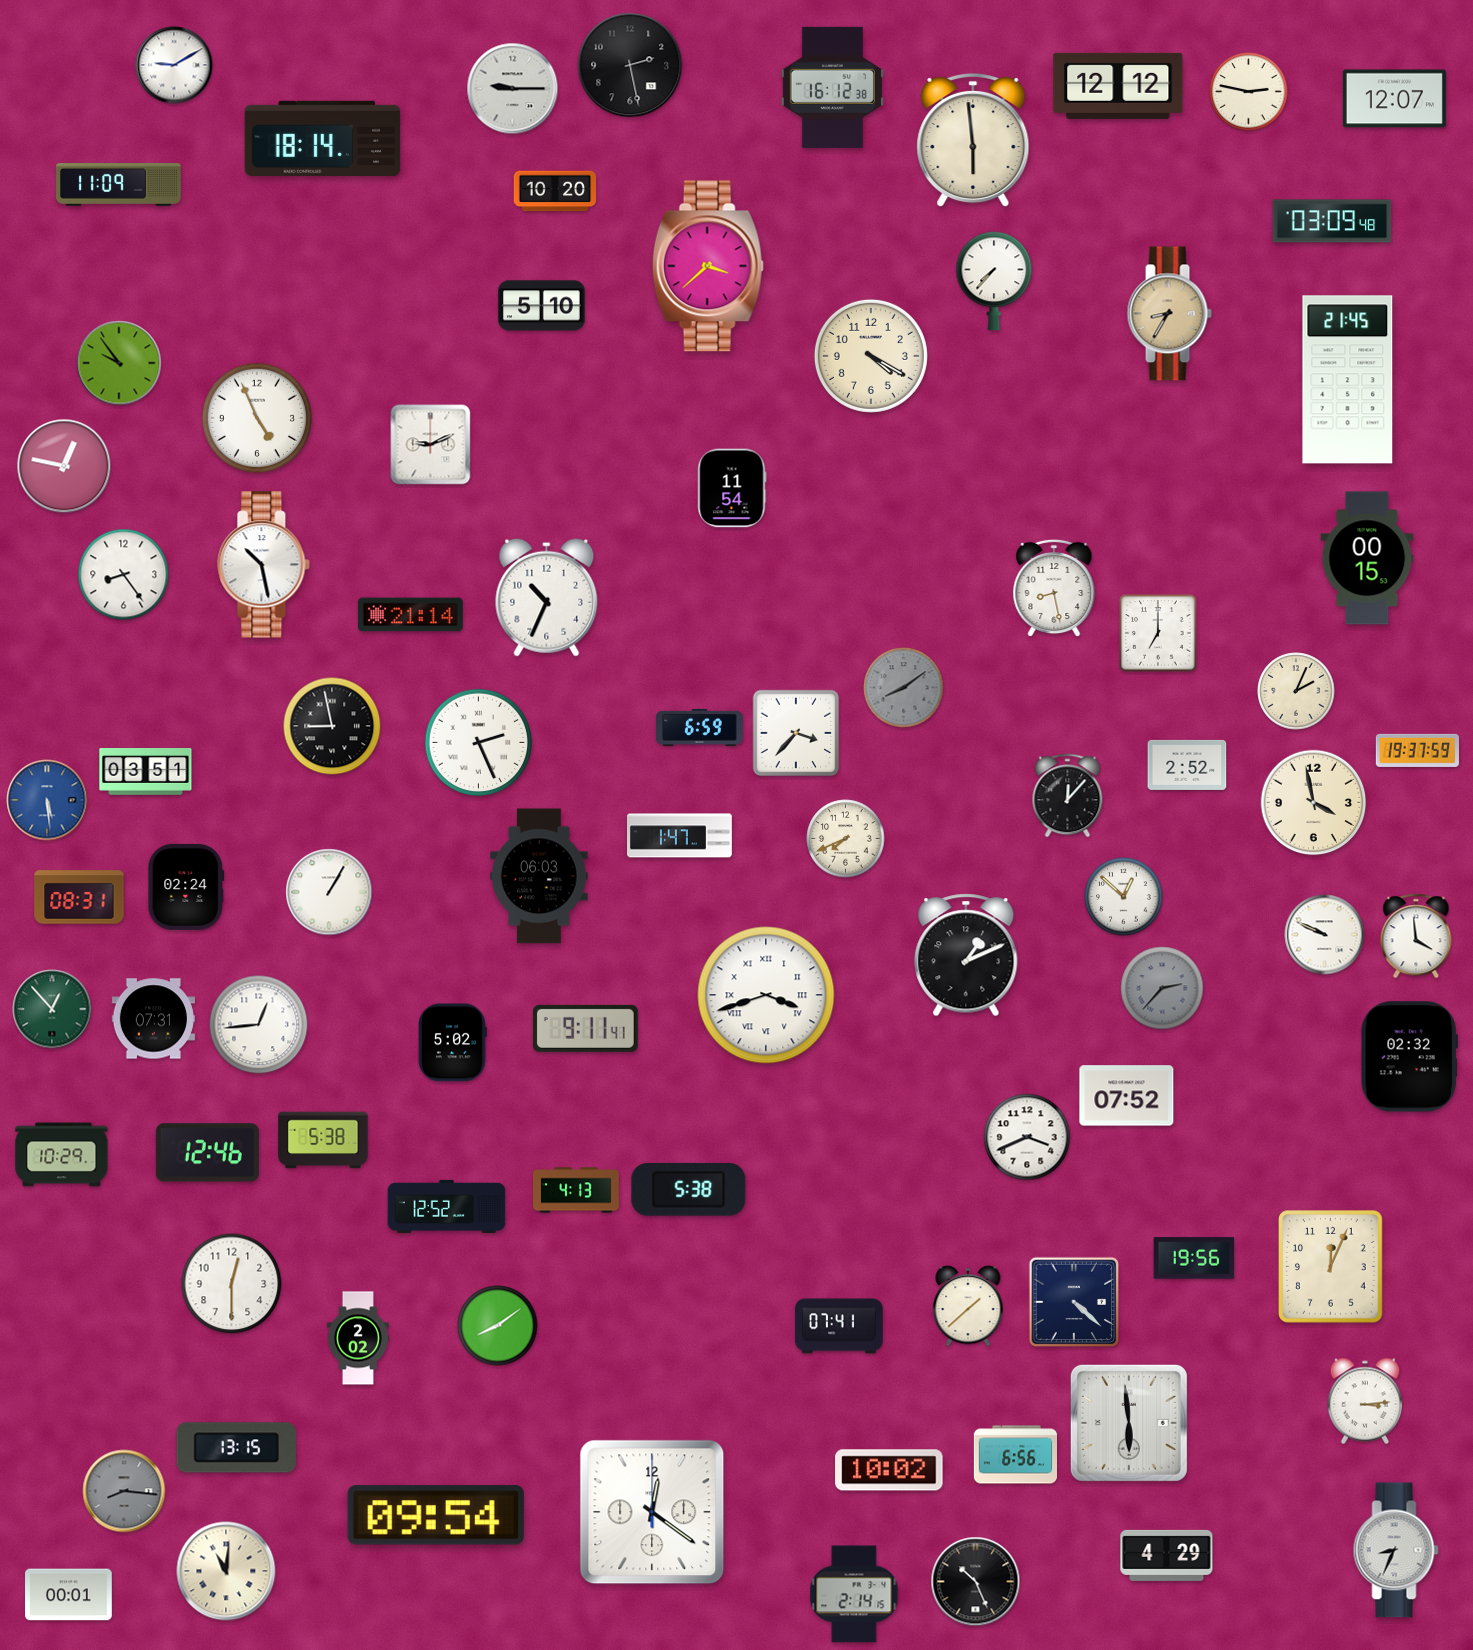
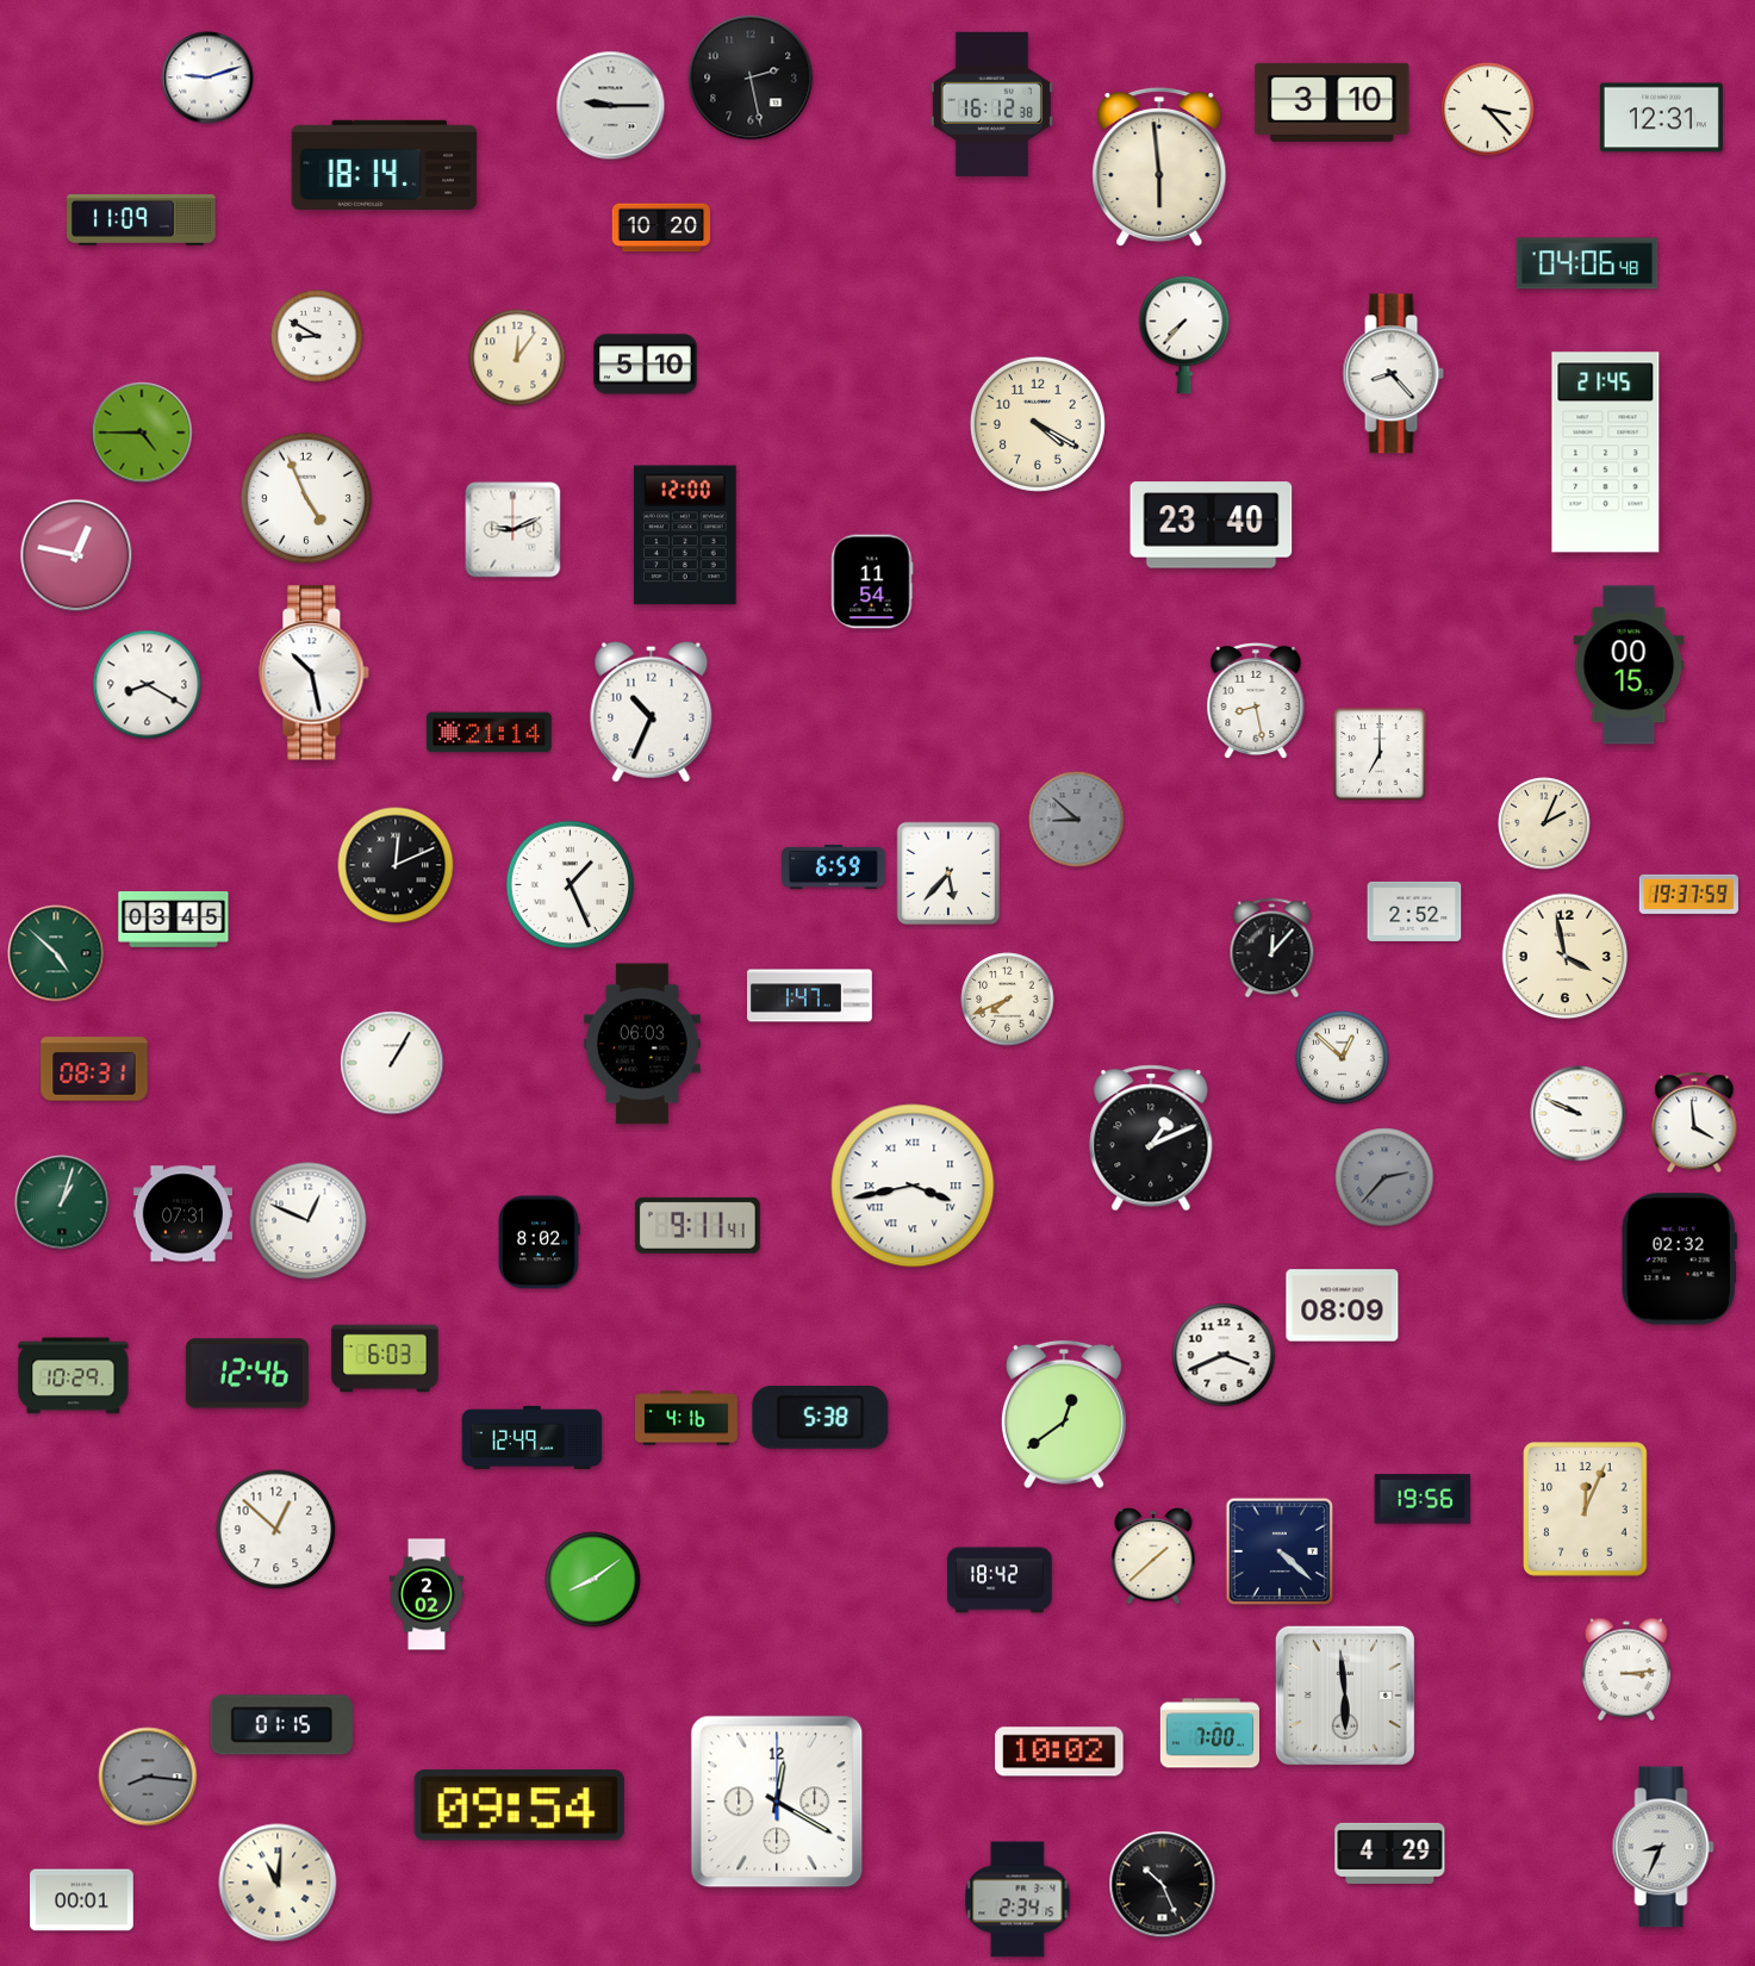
clock at (174, 65): 9:10 -> 9:12
clock at (1118, 86): 12:12 -> 3:10
clock at (1249, 92): 2:47 -> 3:23
clock at (1394, 99): 12:07 -> 12:31
clock at (1332, 221): 03:09 -> 04:06
clock at (708, 266): 3:38 -> none
clock at (317, 336): none -> 8:50
clock at (517, 357): none -> 12:06
clock at (1169, 314): 8:35 -> 8:23
clock at (1169, 314) dial: champagne -> white
clock at (119, 363): 9:54 -> 4:45
clock at (1212, 525): none -> 23:40
clock at (685, 535): none -> 12:00
clock at (124, 575): 8:24 -> 8:20
clock at (904, 688): 8:09 -> 8:52
clock at (332, 726): 8:58 -> 12:11
clock at (796, 733): 3:37 -> 5:37
clock at (479, 743): 2:26 -> 1:26
clock at (146, 772): 03:51 -> 03:45
clock at (47, 800): 5:29 -> 4:52
clock at (47, 800) dial: blue -> green
clock at (186, 887): 02:24 -> none
clock at (1124, 897) position: (1124, 897) -> (1343, 1058)
clock at (1416, 936) position: (1416, 936) -> (1694, 1122)
clock at (766, 995): 3:42 -> 3:43
clock at (52, 1009): 12:53 -> 1:03
clock at (259, 1025): 12:44 -> 12:49
clock at (453, 1043): 5:02 -> 8:02
clock at (1127, 1096): 07:52 -> 08:09
clock at (323, 1140): 5:38 -> 6:03
clock at (1064, 1414): none -> 12:39
clock at (577, 1190): 4:13 -> 4:16
clock at (447, 1206): 12:52 -> 12:49
clock at (232, 1284): 12:30 -> 12:52
clock at (839, 1326): 07:41 -> 18:42
clock at (236, 1448): 13:15 -> 01:15
clock at (1015, 1455): 6:56 -> 7:00
clock at (652, 1512): 12:21 -> 12:20
clock at (226, 1571) position: (226, 1571) -> (278, 1883)
clock at (854, 1594): 2:14 -> 2:34
